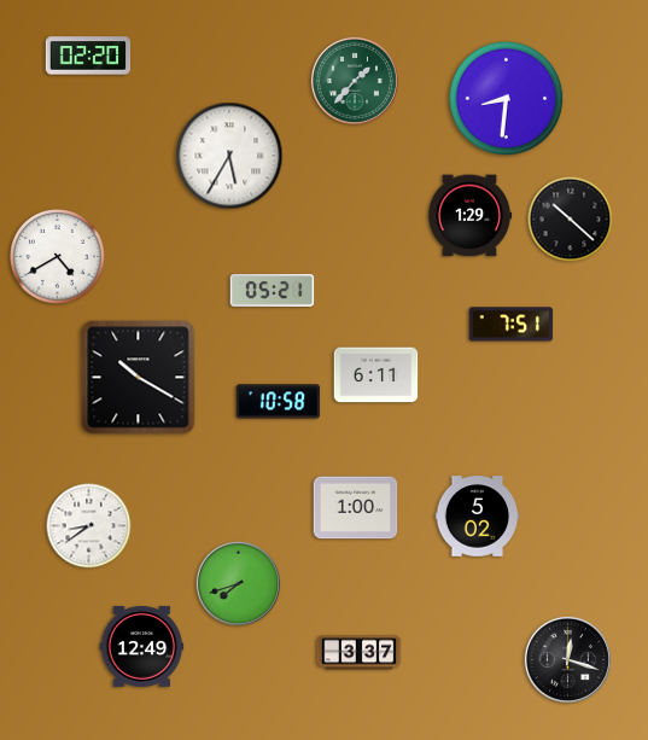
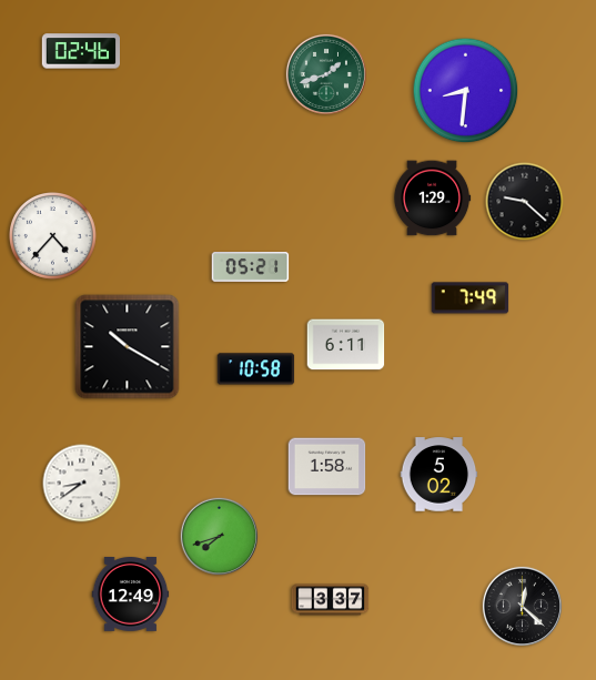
clock at (87, 56): 02:20 -> 02:46
clock at (355, 81): 1:37 -> 1:42
clock at (229, 156): 5:35 -> none
clock at (571, 220): 10:22 -> 9:22
clock at (58, 257): 4:40 -> 4:37
clock at (512, 325): 7:51 -> 7:49
clock at (356, 508): 1:00 -> 1:58
clock at (567, 659): 12:18 -> 12:22
